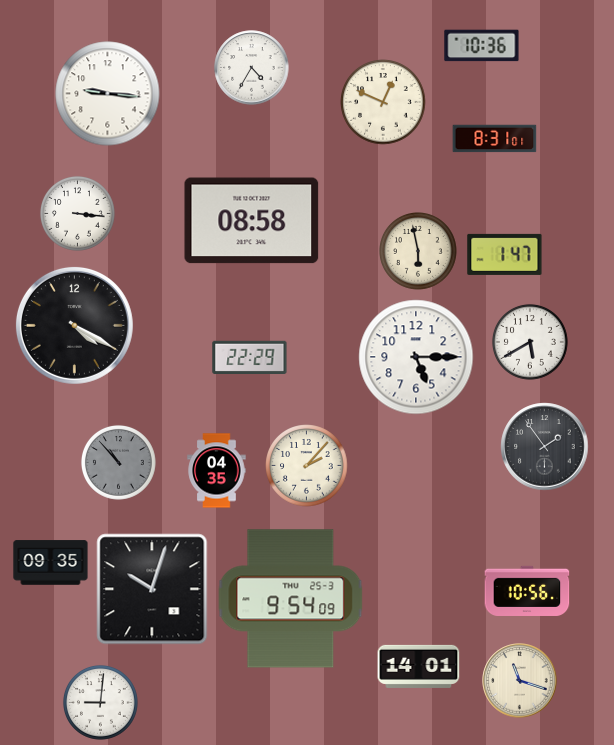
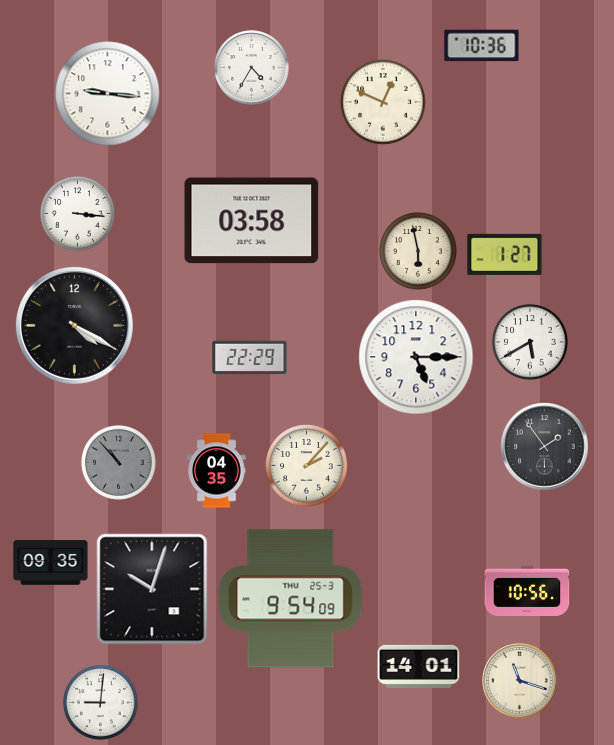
clock at (495, 139): 8:31 -> none
clock at (252, 221): 08:58 -> 03:58
clock at (505, 254): 1:47 -> 1:27
